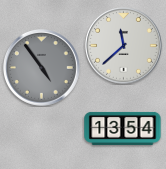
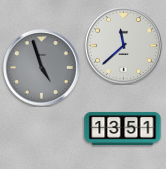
clock at (42, 68): 4:54 -> 4:57
clock at (123, 128): 13:54 -> 13:51
